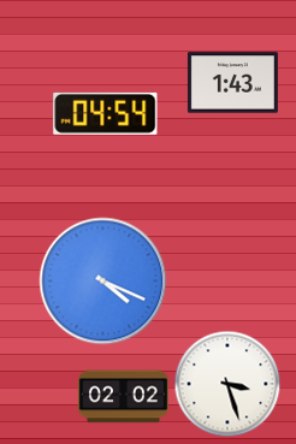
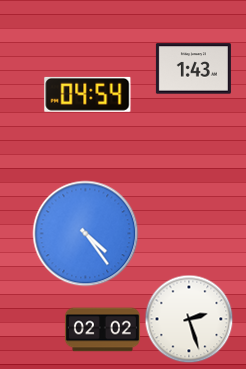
clock at (103, 282): 4:19 -> 4:24
clock at (227, 384): 3:27 -> 2:27
